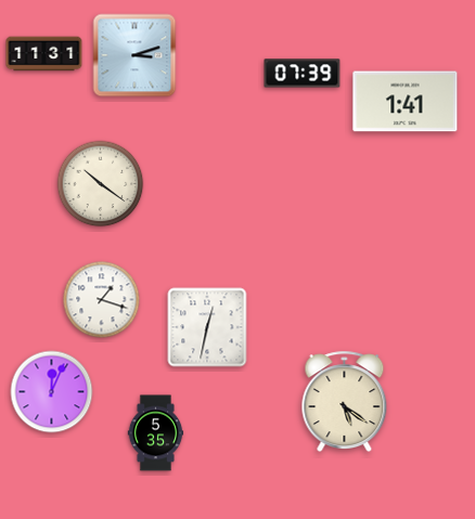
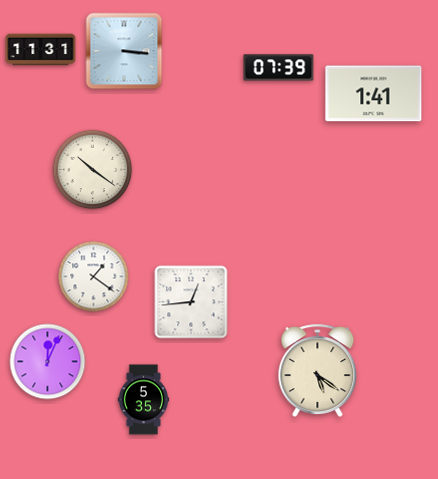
clock at (134, 55): 3:12 -> 3:16
clock at (102, 300): 1:18 -> 1:21
clock at (207, 327): 12:32 -> 12:44
